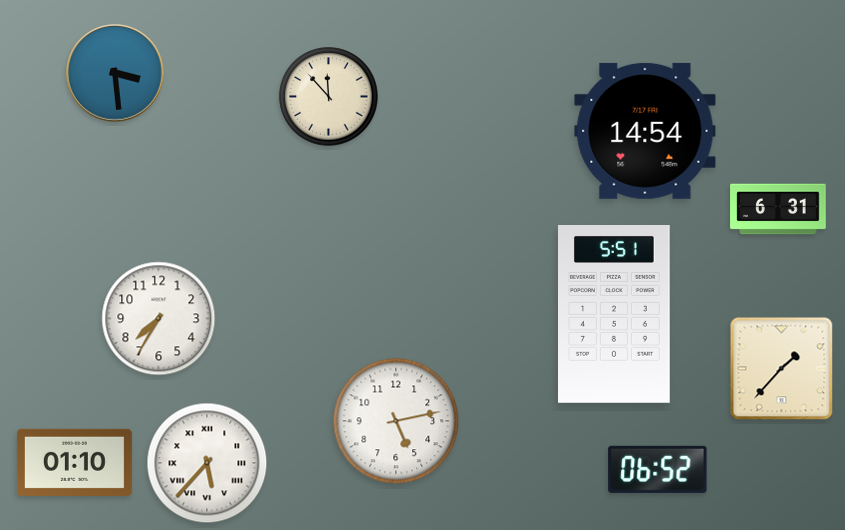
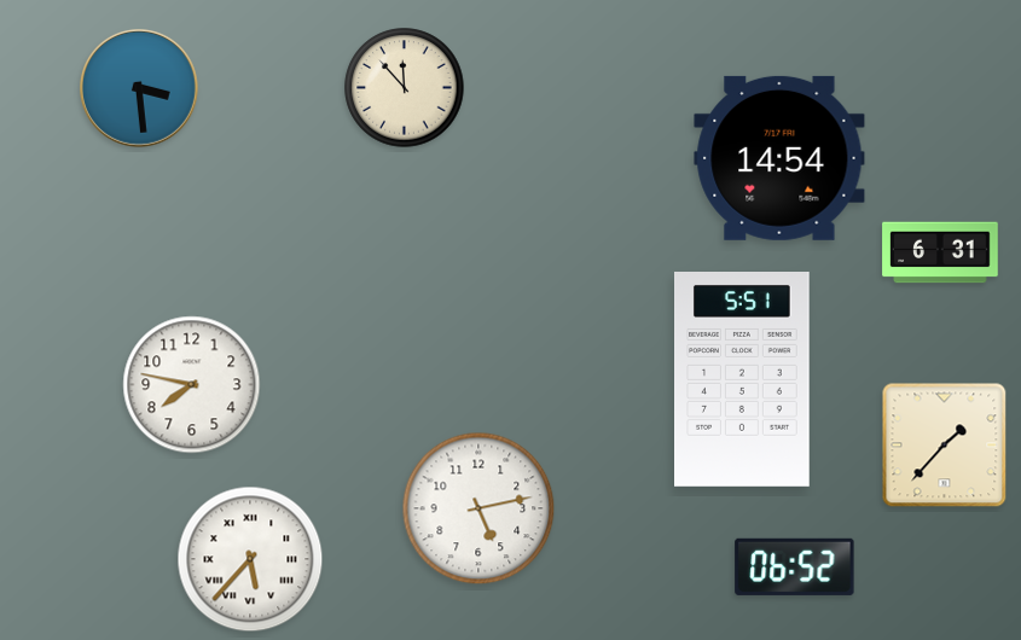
clock at (329, 97) position: (329, 97) -> (405, 88)
clock at (159, 319): 7:35 -> 7:47
clock at (74, 462): 01:10 -> none
